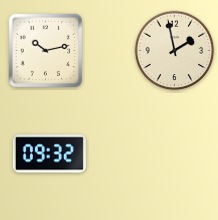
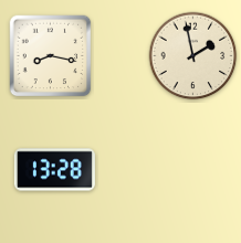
clock at (46, 51): 10:13 -> 8:17
clock at (49, 154): 09:32 -> 13:28
